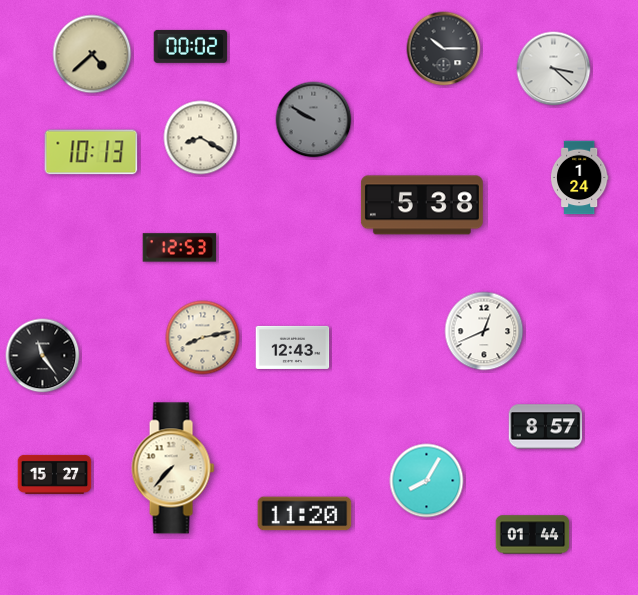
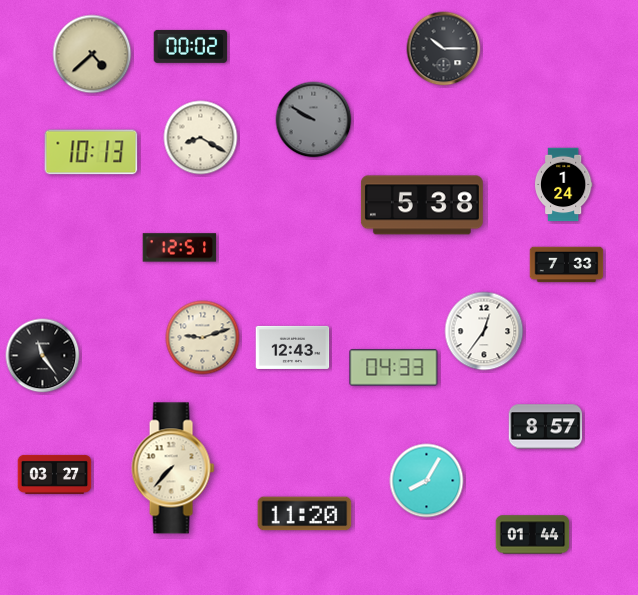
clock at (554, 69): 3:22 -> none
clock at (579, 178) position: (579, 178) -> (563, 185)
clock at (180, 248): 12:53 -> 12:51
clock at (567, 265): none -> 7:33
clock at (484, 331): 12:41 -> 12:36
clock at (203, 338): 8:13 -> 9:12
clock at (394, 368): none -> 04:33
clock at (55, 474): 15:27 -> 03:27
